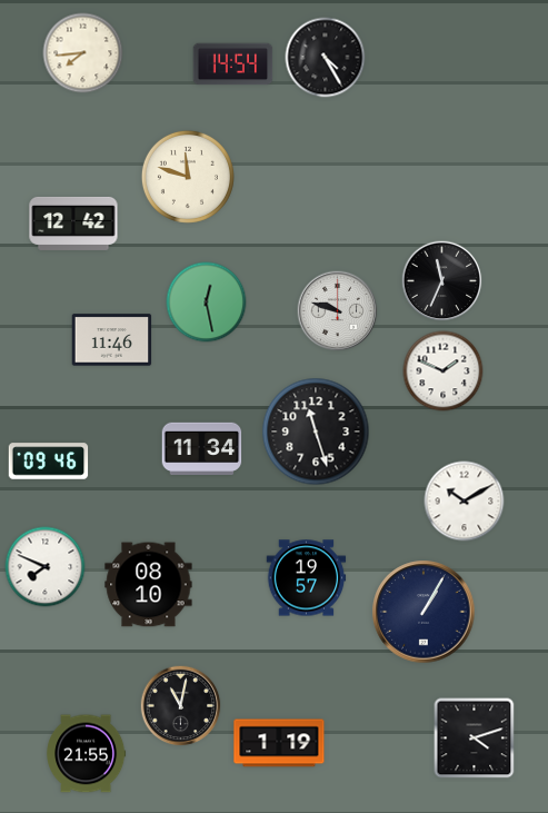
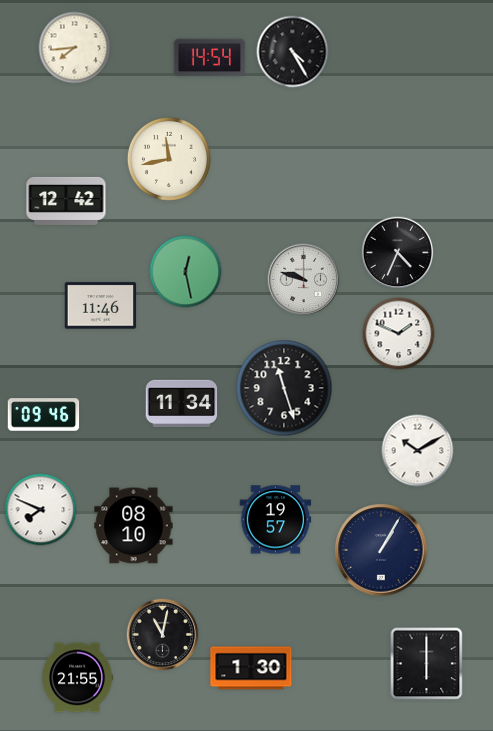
clock at (188, 177): 11:48 -> 11:43
clock at (442, 281): 11:34 -> 4:34
clock at (475, 738): 4:12 -> 6:00
clock at (279, 743): 1:19 -> 1:30
